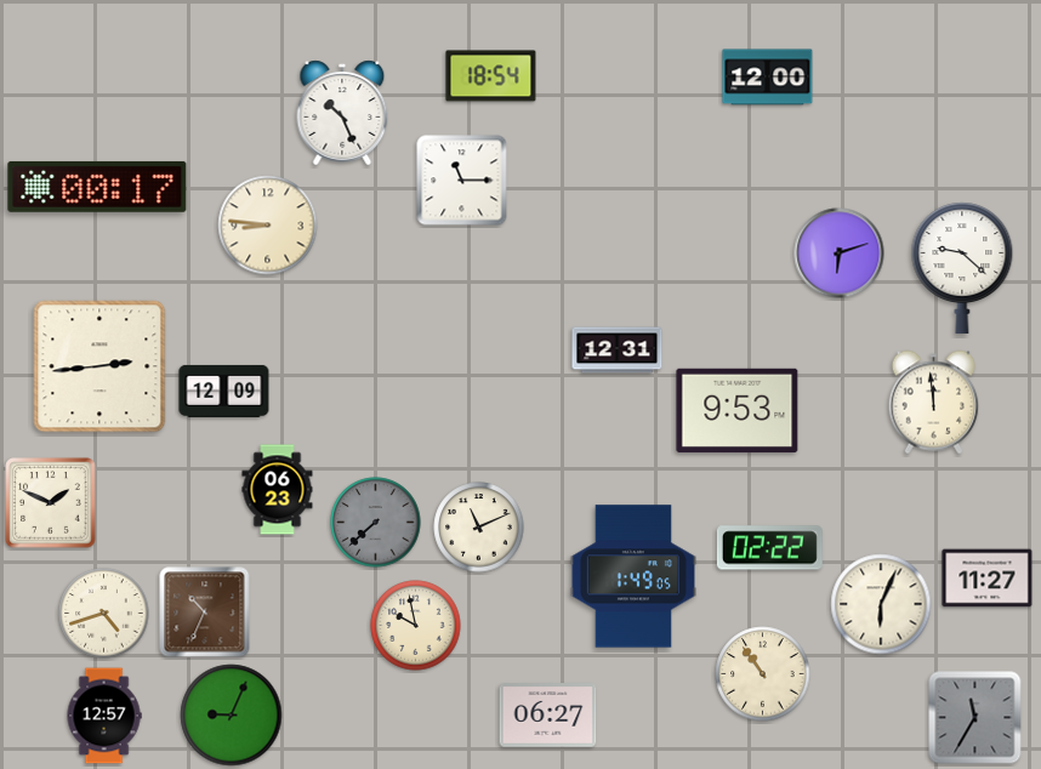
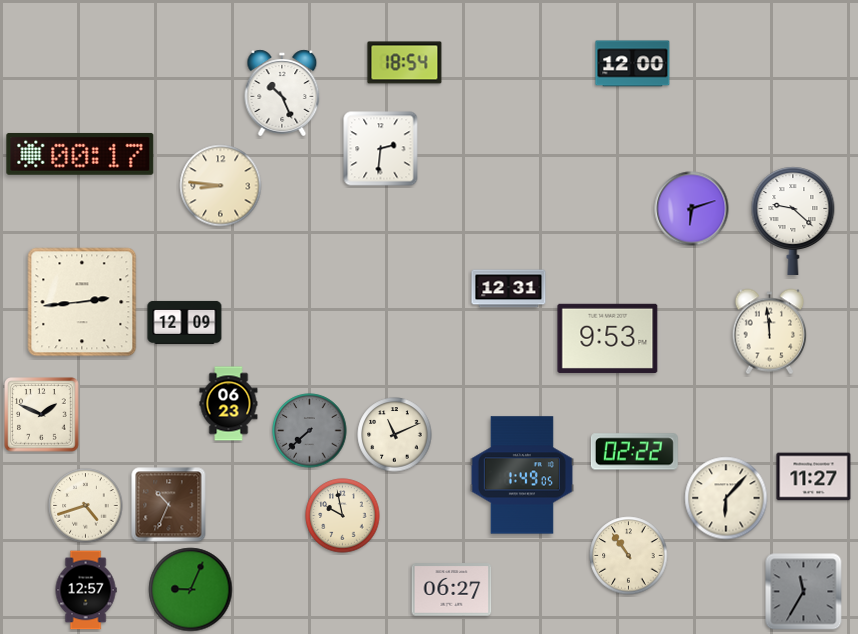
clock at (462, 181): 11:15 -> 2:31
clock at (881, 604): 6:04 -> 6:07
